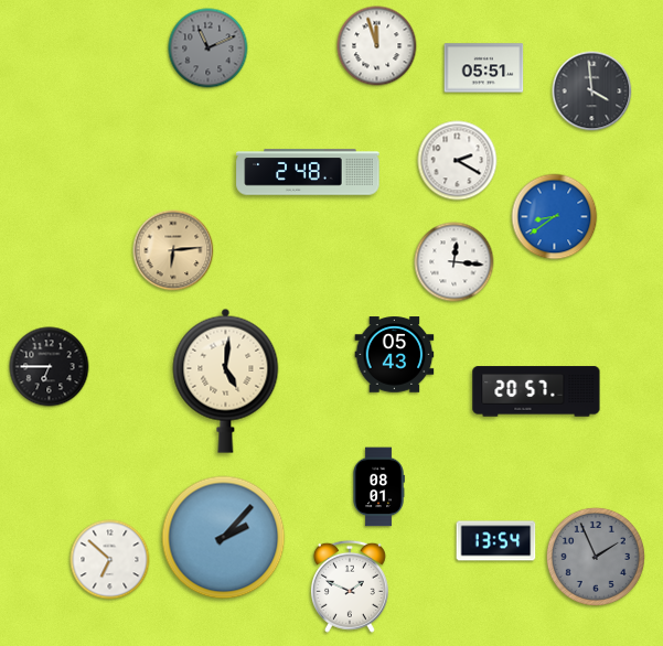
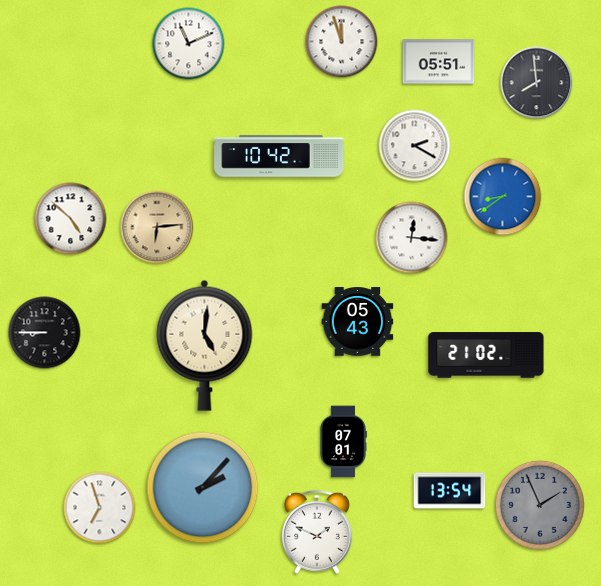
clock at (208, 49) dial: grey -> white
clock at (592, 91): 3:59 -> 7:59
clock at (308, 172): 2:48 -> 10:42
clock at (71, 219): none -> 4:52
clock at (50, 367): 6:45 -> 8:45
clock at (536, 391): 20:57 -> 21:02
clock at (378, 487): 08:01 -> 07:01
clock at (110, 560): 6:52 -> 6:57
